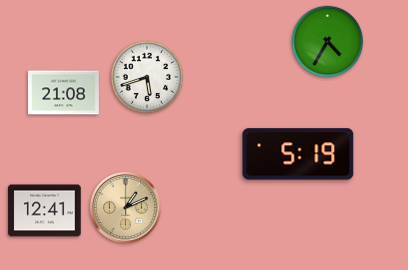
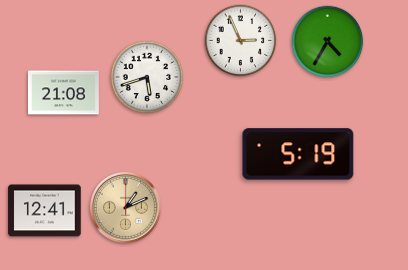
clock at (241, 41): none -> 2:56
